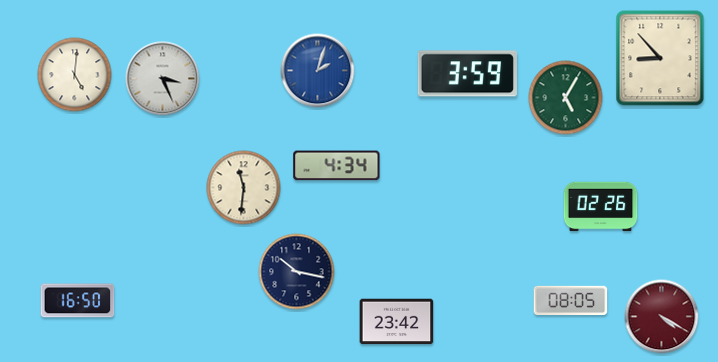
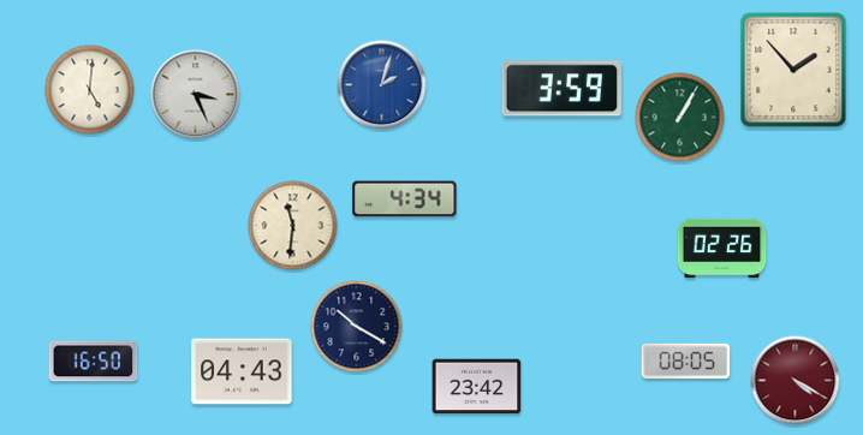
clock at (660, 58): 8:53 -> 1:53
clock at (566, 98): 5:05 -> 1:05
clock at (297, 272): 10:17 -> 10:20
clock at (242, 371): none -> 04:43
